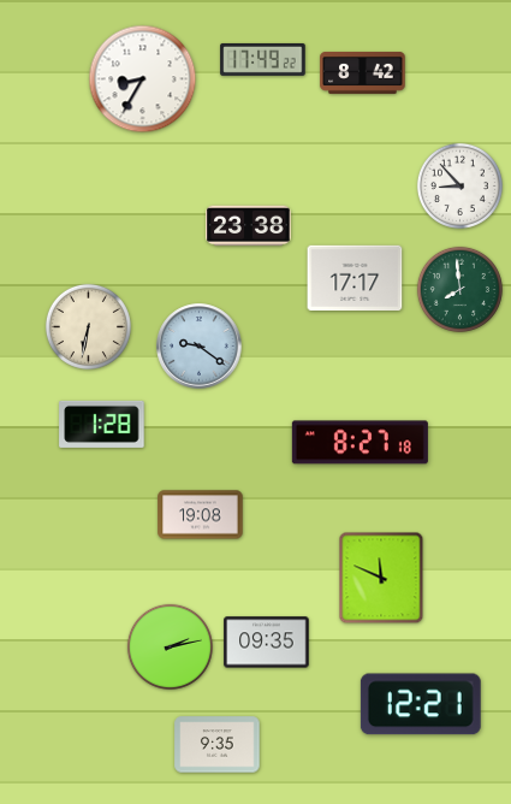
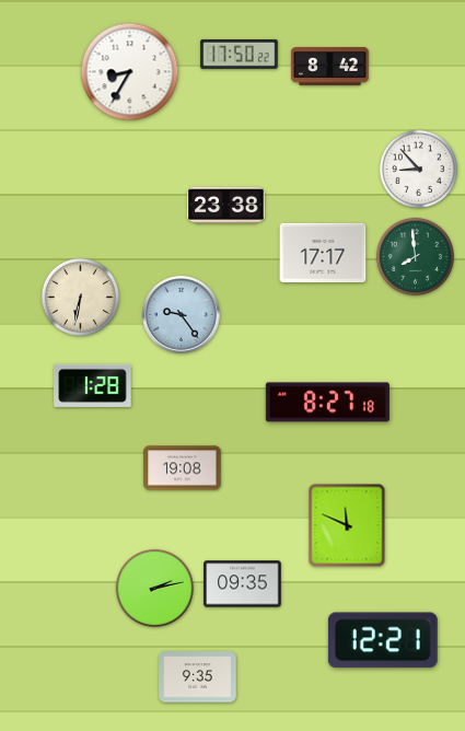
clock at (263, 59): 17:49 -> 17:50
clock at (459, 289) position: (459, 289) -> (415, 256)
clock at (200, 347): 9:21 -> 9:24
